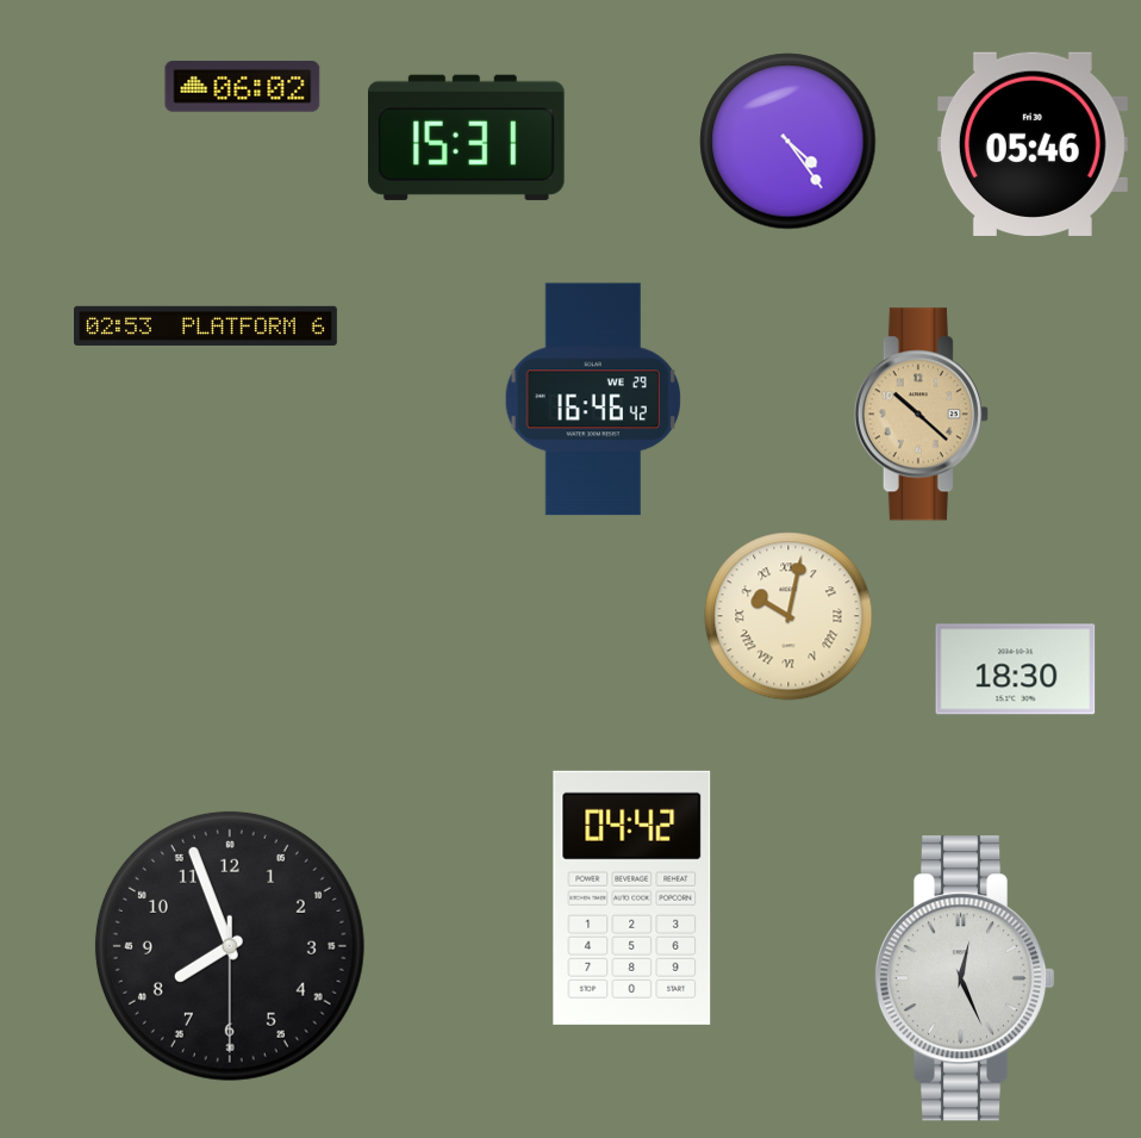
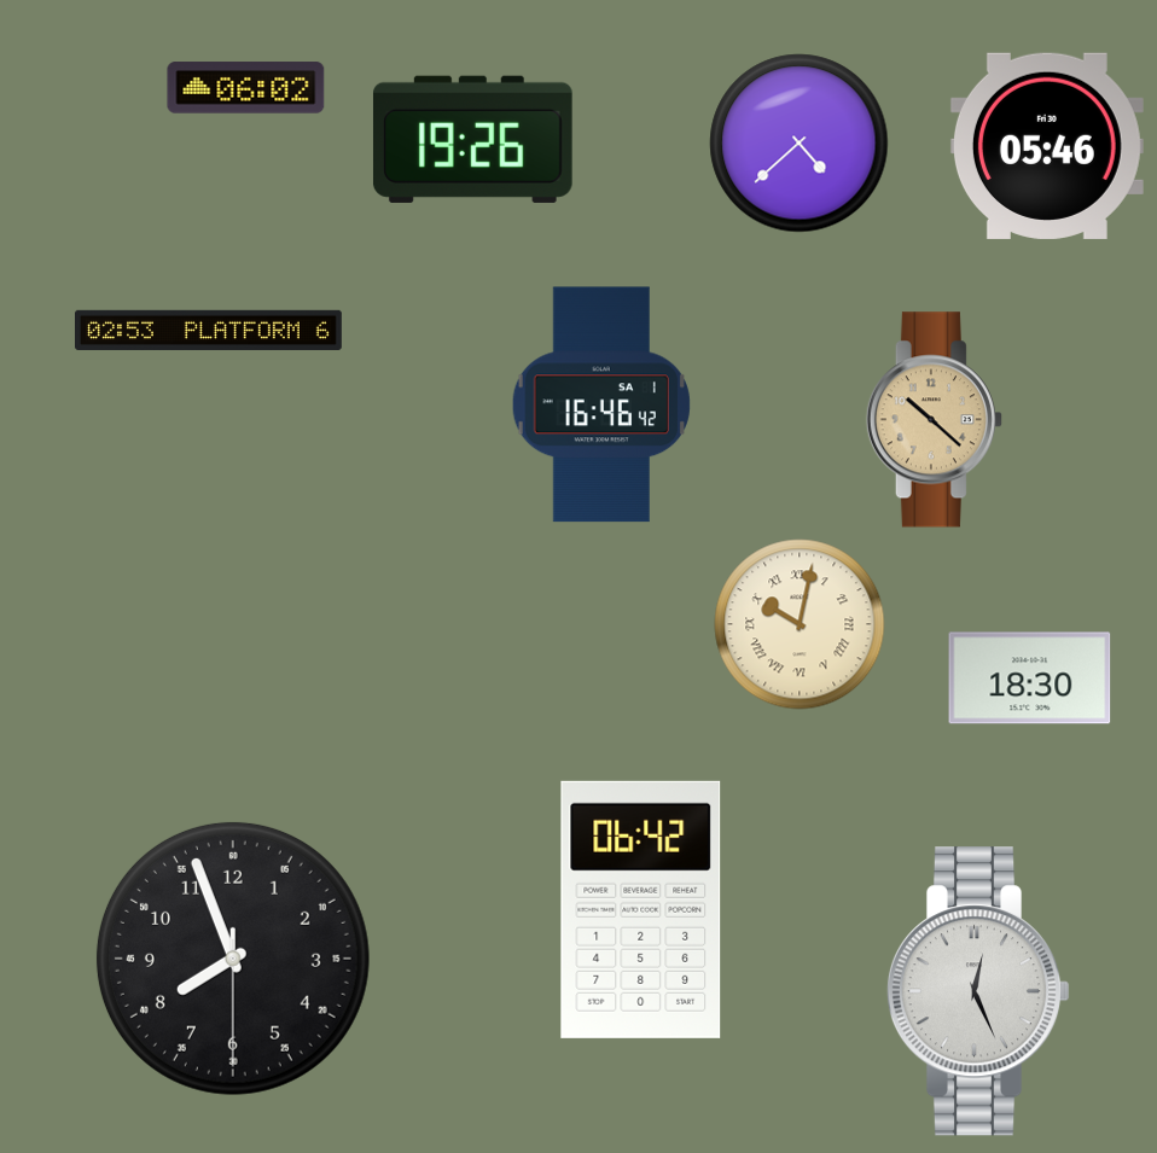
clock at (466, 137): 15:31 -> 19:26
clock at (788, 142): 4:24 -> 4:38
clock at (593, 399) date: WE 29 -> SA 1
clock at (632, 897): 04:42 -> 06:42
